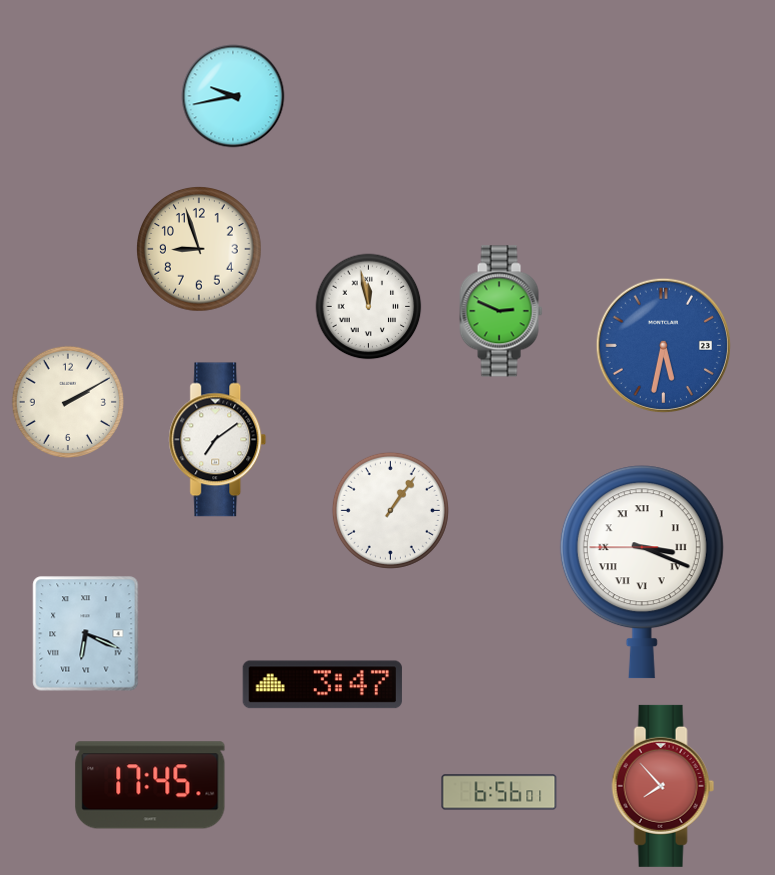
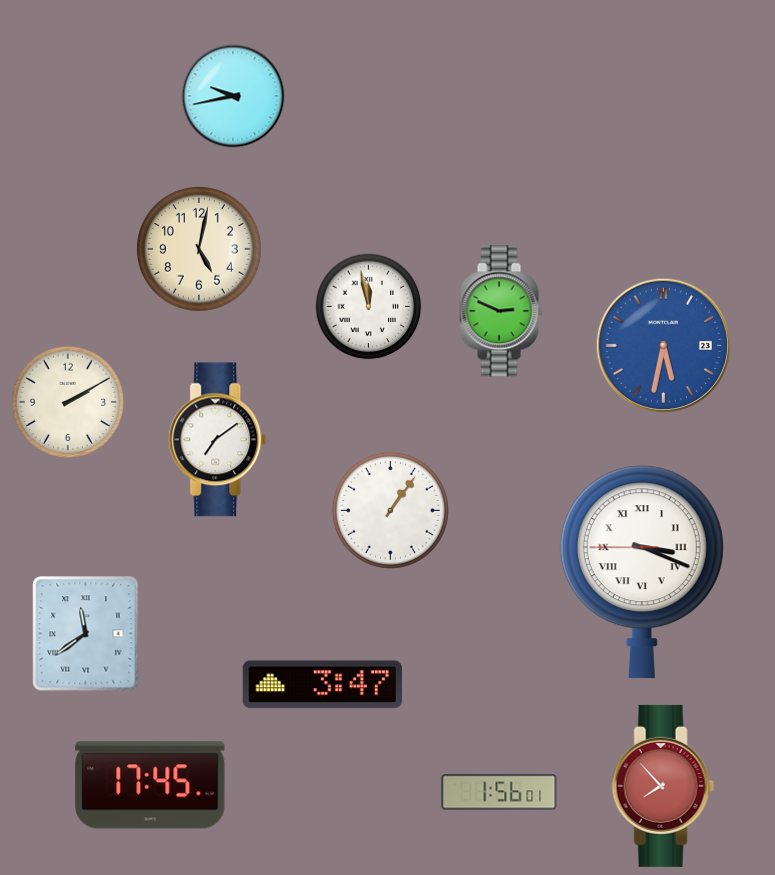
clock at (199, 249): 8:57 -> 5:02
clock at (86, 634): 6:19 -> 11:39
clock at (499, 792): 6:56 -> 1:56
